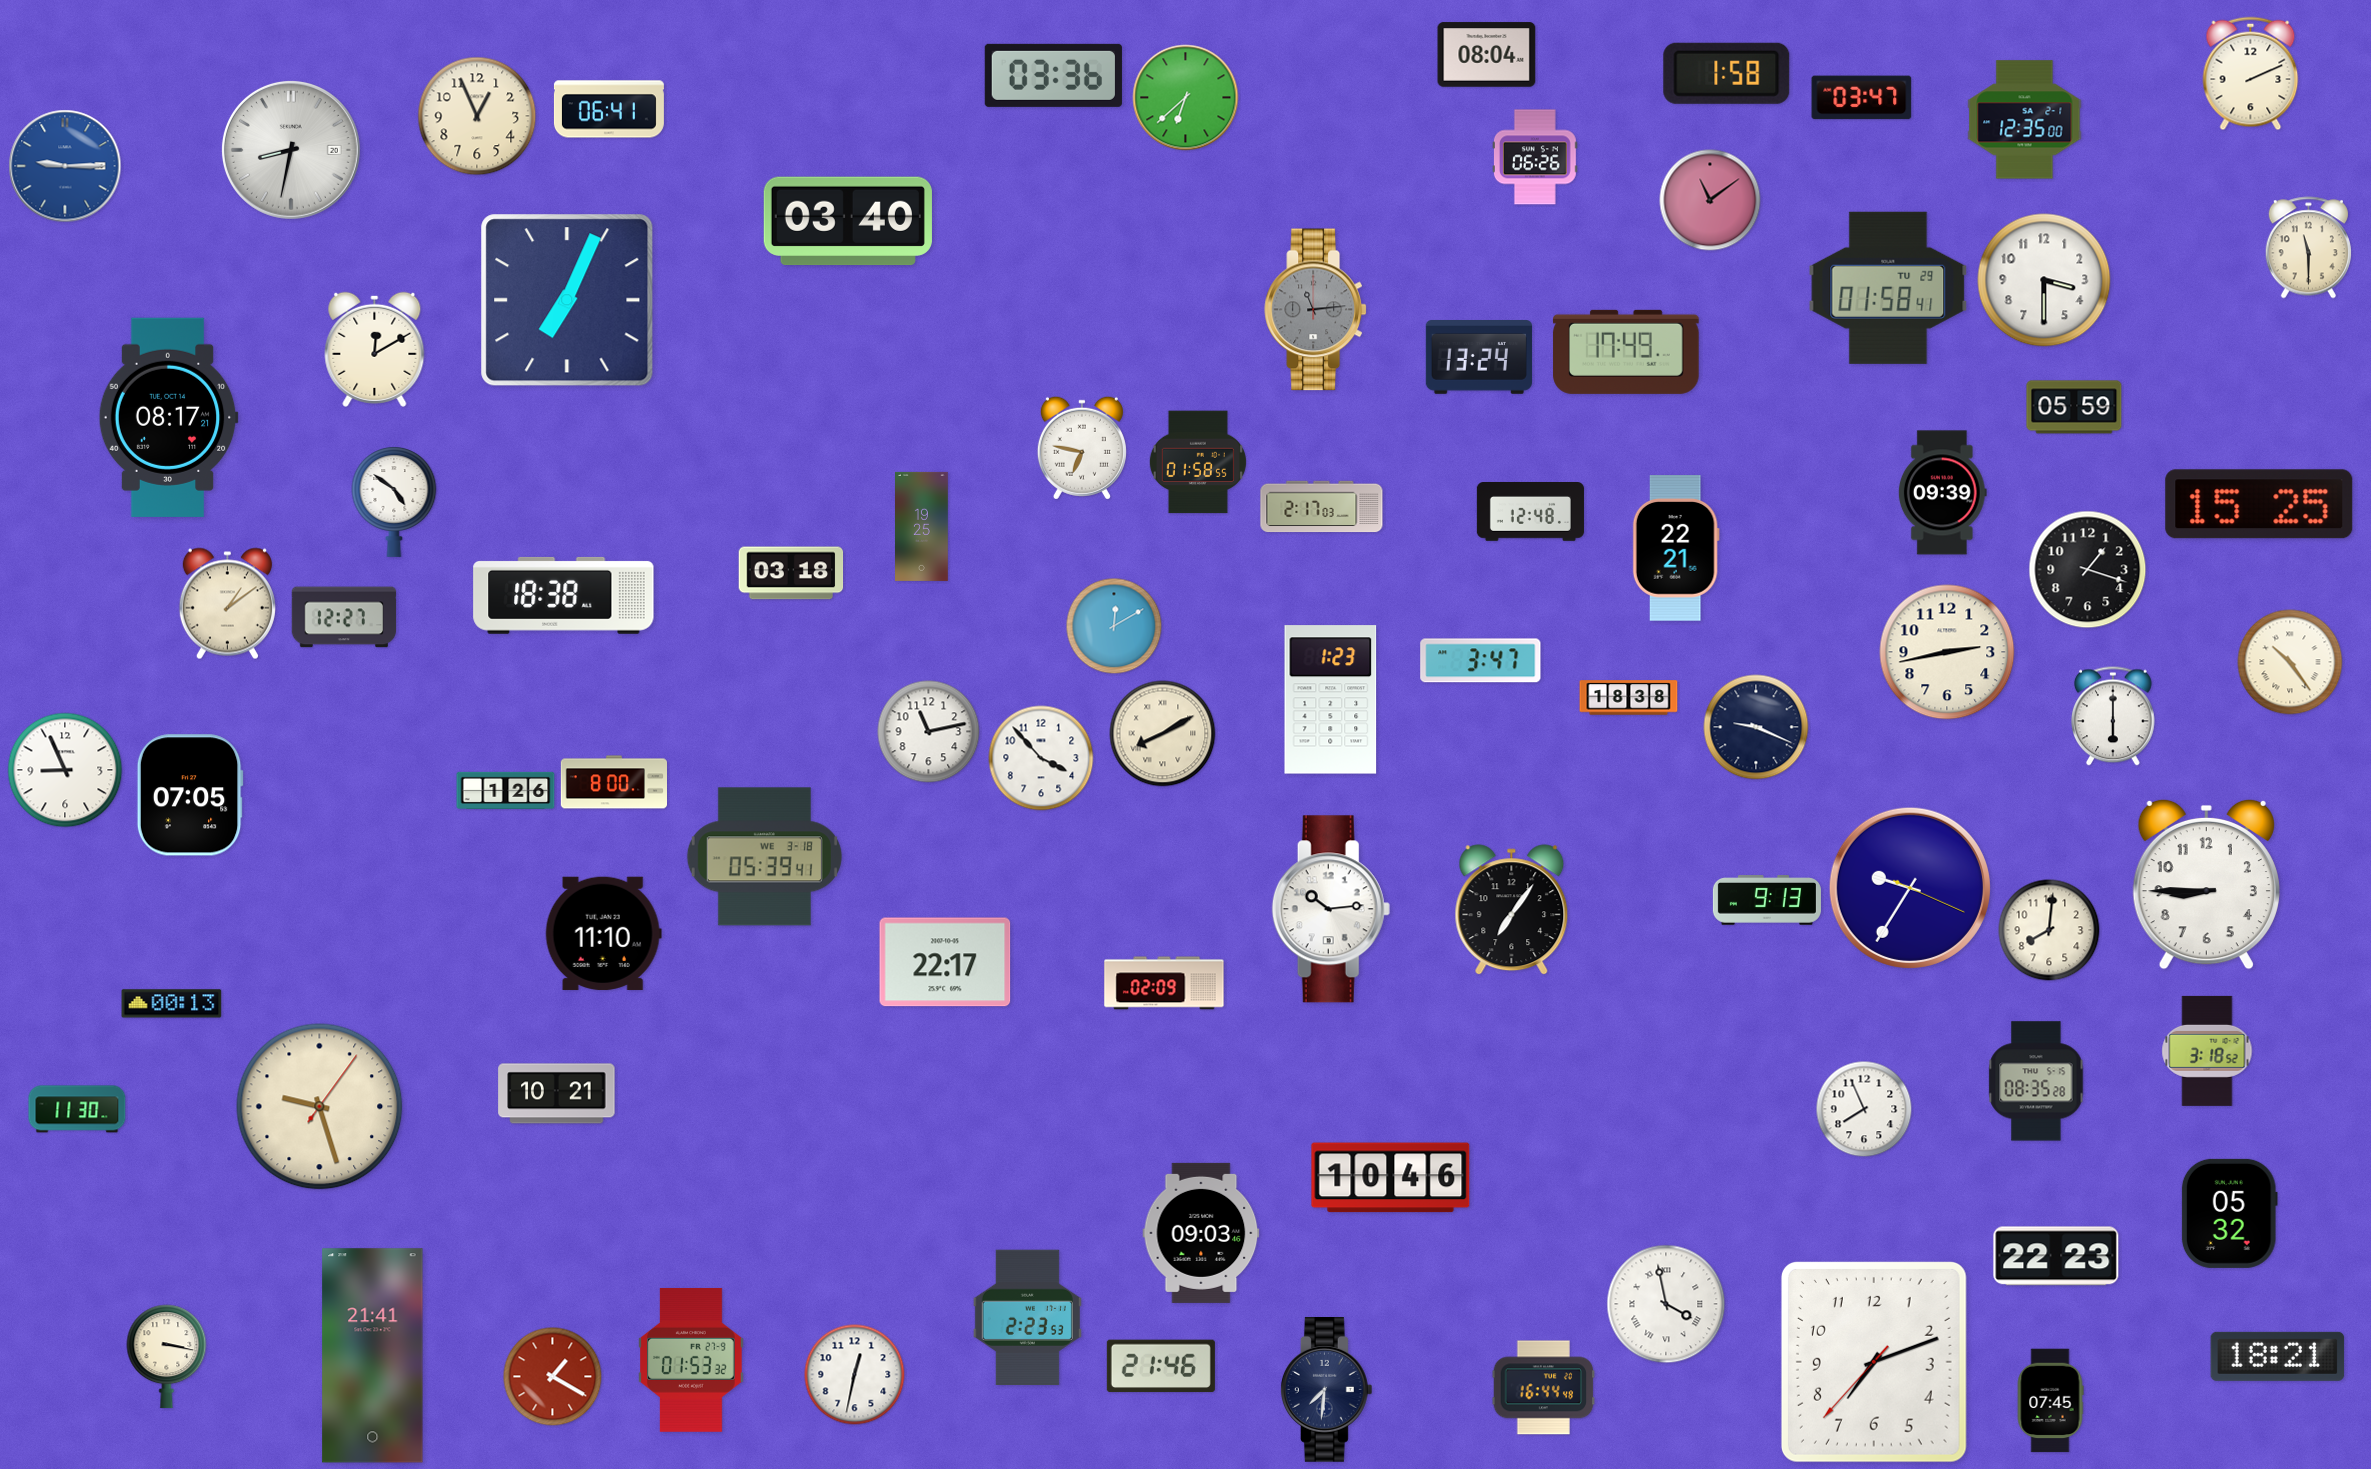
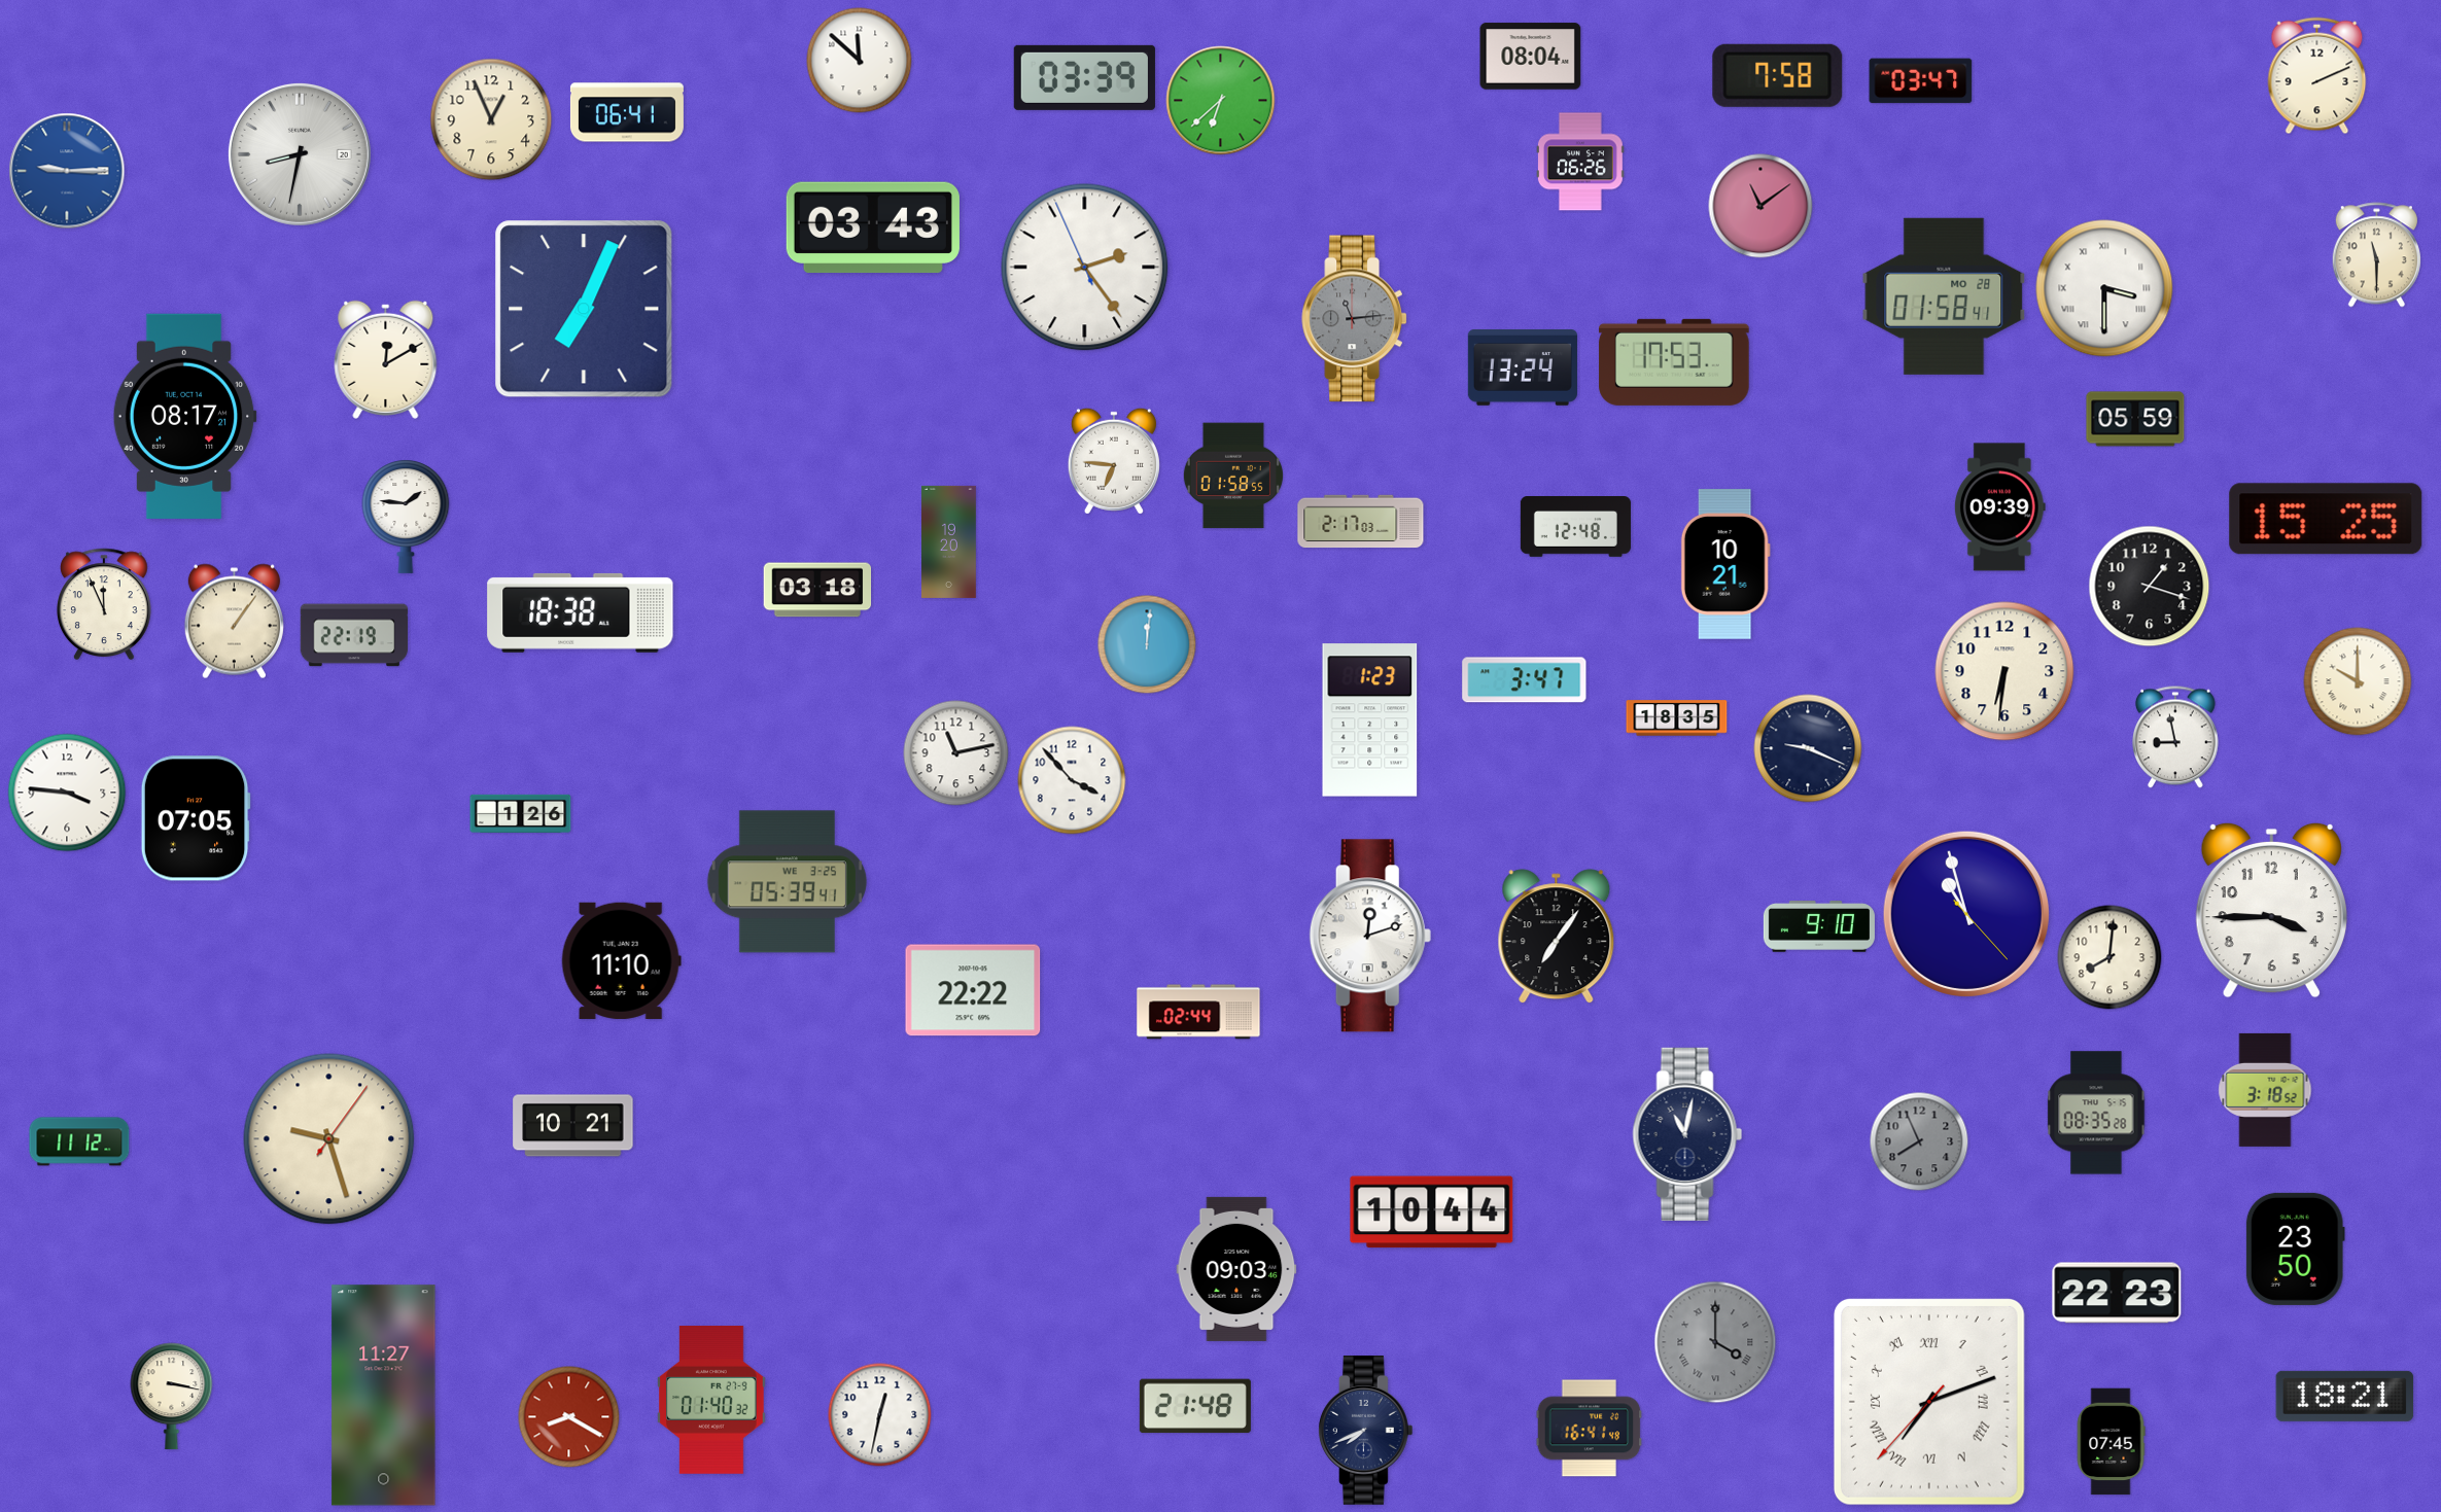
clock at (860, 61): none -> 11:52
clock at (1727, 73): 1:58 -> 7:58
clock at (1053, 75): 03:36 -> 03:39
clock at (1862, 98) position: (1862, 98) -> (1921, 81)
clock at (2025, 120): 12:35 -> none
clock at (848, 221): 03:40 -> 03:43
clock at (1085, 268): none -> 2:23
clock at (2044, 280) numerals: Arabic -> Roman
clock at (1888, 288) date: TU 29 -> MO 28
clock at (1626, 352): 17:49 -> 17:53
clock at (168, 417) position: (168, 417) -> (184, 416)
clock at (1082, 448): 6:47 -> 6:46
clock at (394, 502): 4:51 -> 1:46
clock at (922, 526): 19:25 -> 19:20
clock at (1676, 548): 22:21 -> 10:21
clock at (791, 573) position: (791, 573) -> (817, 590)
clock at (105, 604): none -> 11:56
clock at (227, 604): 1:09 -> 1:06
clock at (344, 617): 12:27 -> 22:19
clock at (1114, 626): 12:10 -> 12:01
clock at (1947, 652): 2:43 -> 6:31
clock at (2290, 662): 10:24 -> 10:00
clock at (1629, 698): 18:38 -> 18:35
clock at (2114, 716): 6:00 -> 8:58
clock at (1163, 734): 8:10 -> none
clock at (65, 770): 8:56 -> 3:46
clock at (613, 782): 8:00 -> none
clock at (764, 857) date: WE 3-18 -> WE 3-25
clock at (2206, 884): 8:45 -> 3:45
clock at (1910, 888): 9:35 -> 10:57
clock at (1767, 900): 9:13 -> 9:10
clock at (1331, 909): 10:14 -> 12:12
clock at (945, 962): 22:17 -> 22:22
clock at (1164, 983): 02:09 -> 02:44
clock at (172, 1004): 00:13 -> none
clock at (2207, 1051) position: (2207, 1051) -> (2265, 1090)
clock at (1687, 1134): none -> 11:02
clock at (77, 1109): 11:30 -> 11:12
clock at (1864, 1109) dial: white -> grey
clock at (1391, 1178): 10:46 -> 10:44
clock at (2229, 1213): 05:32 -> 23:50
clock at (1666, 1304): 3:58 -> 4:00
clock at (1666, 1304) dial: white -> grey
clock at (1027, 1317): 2:23 -> none
clock at (373, 1356): 21:41 -> 11:27
clock at (691, 1361): 01:53 -> 01:40
clock at (1874, 1362) numerals: Arabic -> Roman
clock at (1161, 1366): 21:46 -> 21:48
clock at (553, 1377): 1:20 -> 8:20
clock at (1544, 1388): 16:44 -> 16:41
clock at (1326, 1390): 7:31 -> 7:41
